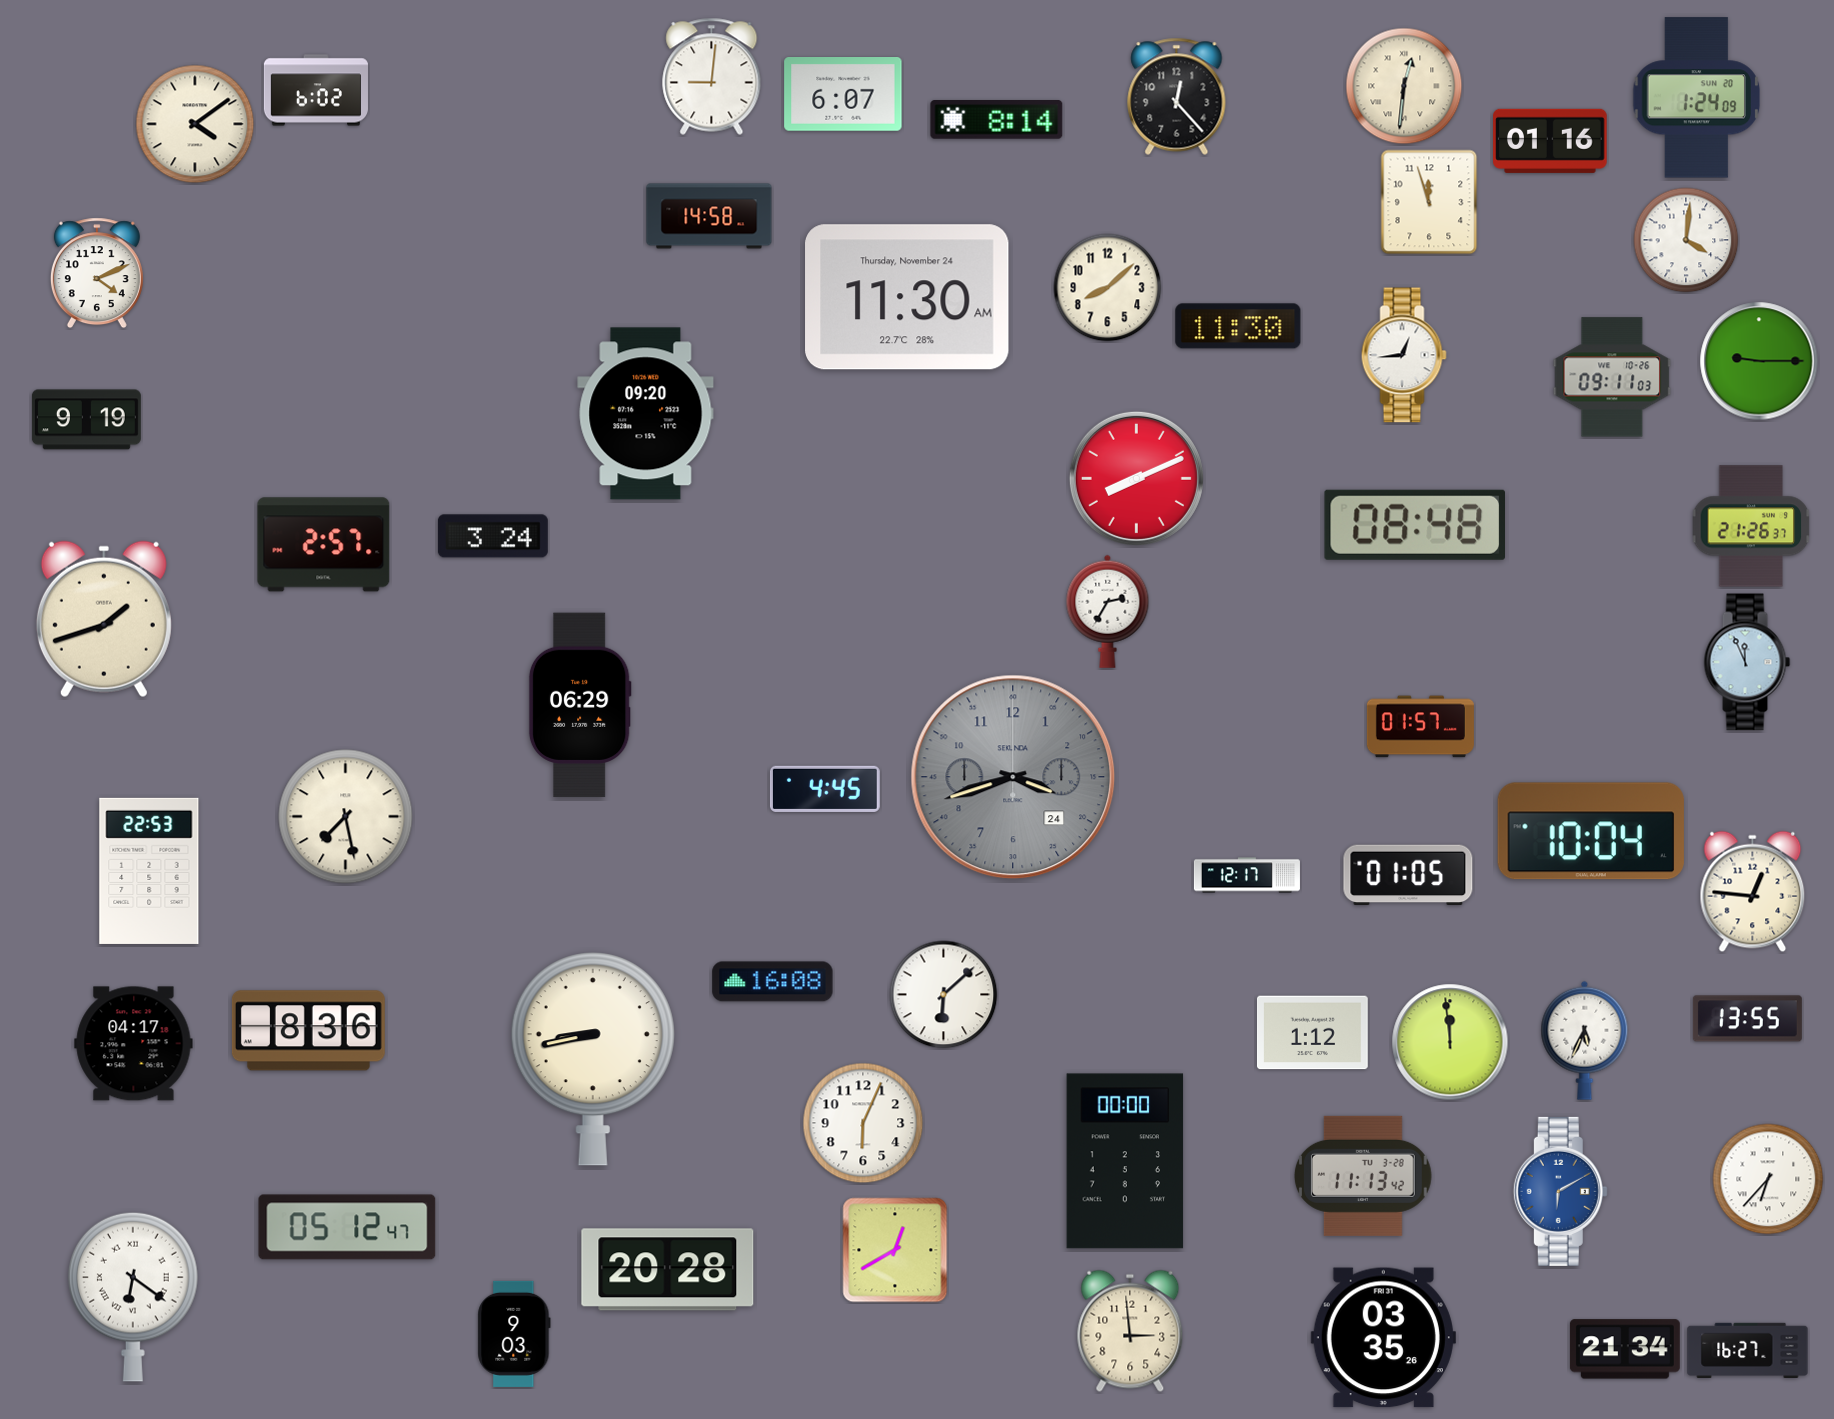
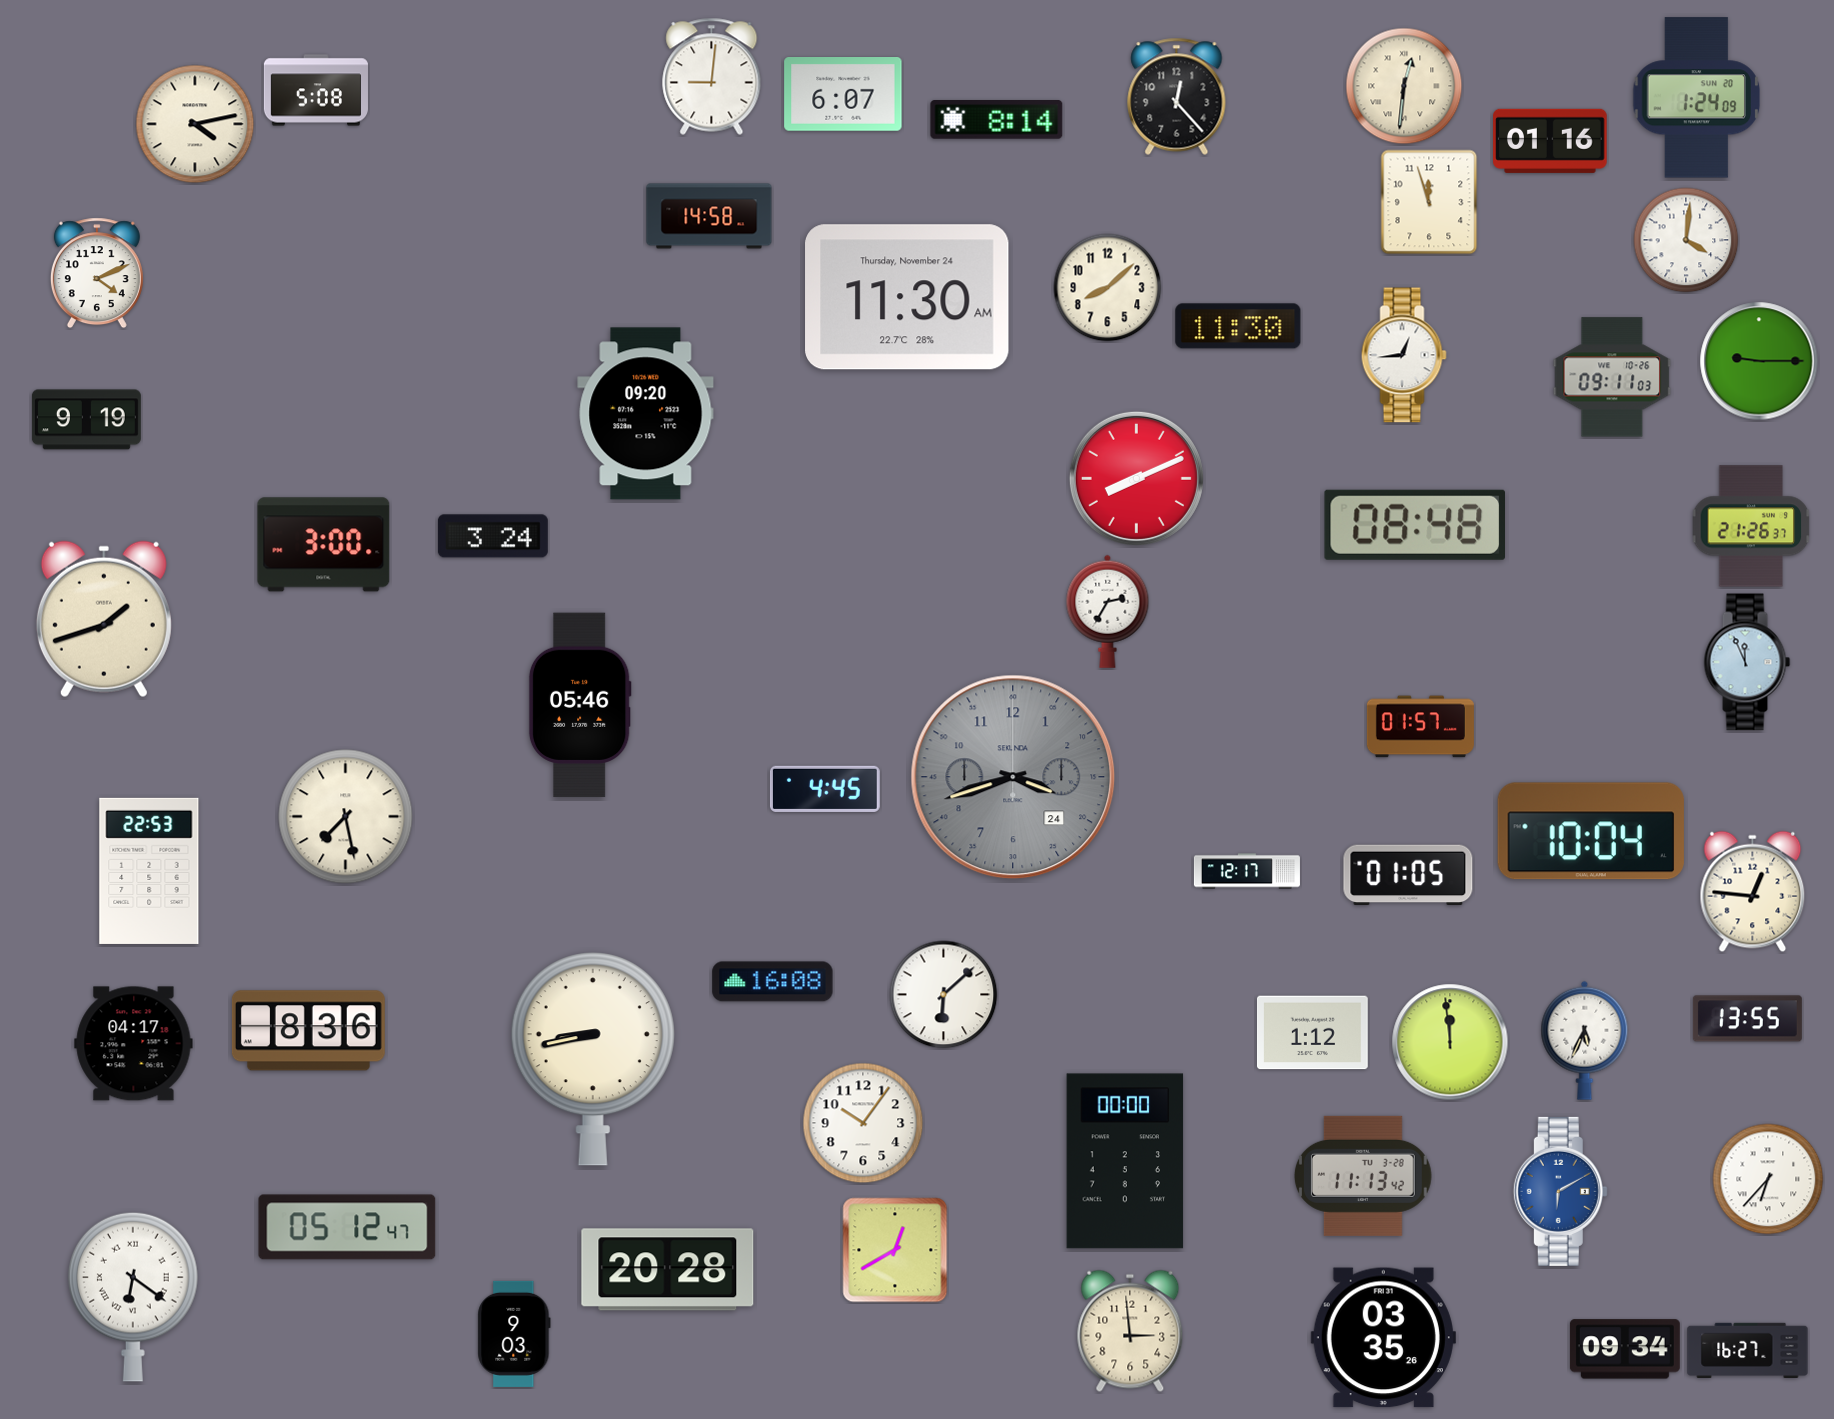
clock at (316, 90): 6:02 -> 5:08
clock at (195, 124): 4:09 -> 4:13
clock at (324, 545): 2:57 -> 3:00
clock at (580, 705): 06:29 -> 05:46
clock at (1247, 875) position: (1247, 875) -> (1247, 871)
clock at (863, 1123): 6:04 -> 10:06
clock at (1625, 1349): 21:34 -> 09:34
